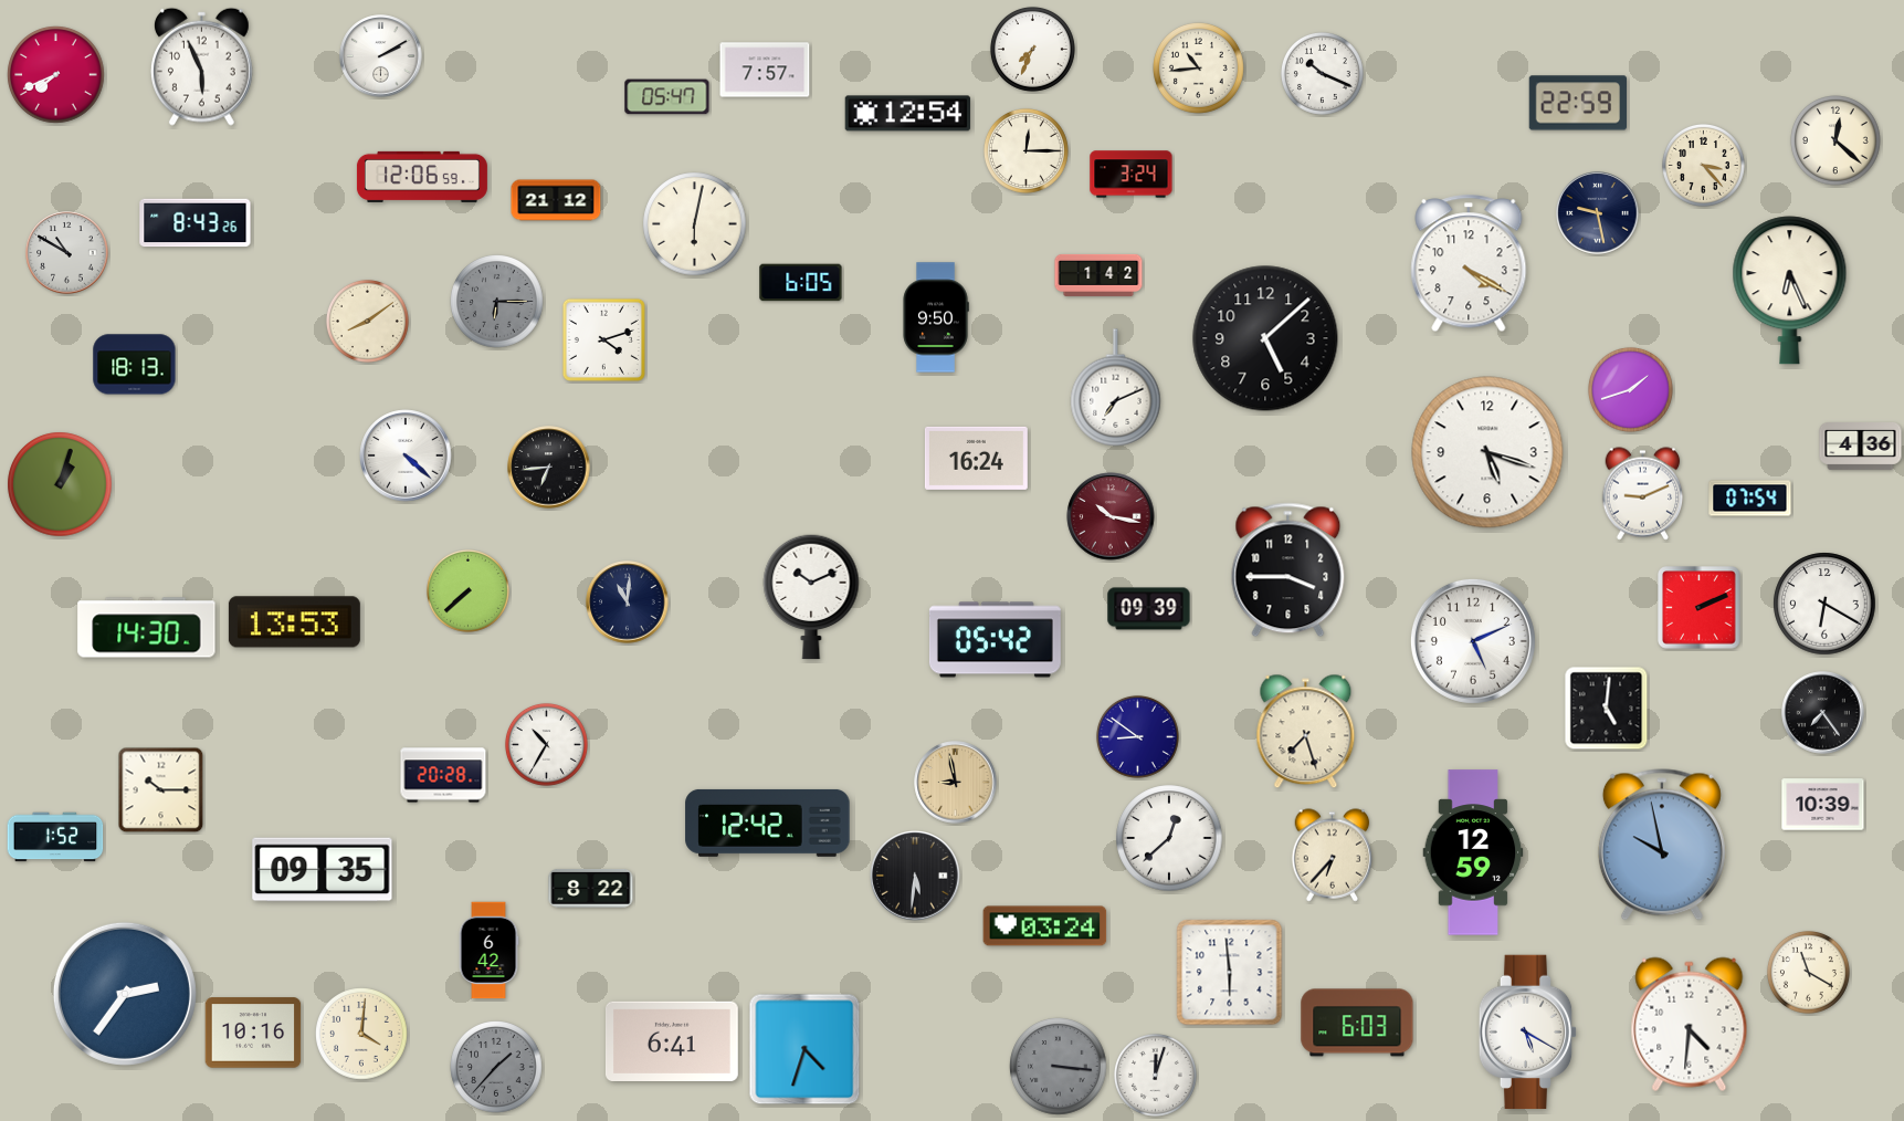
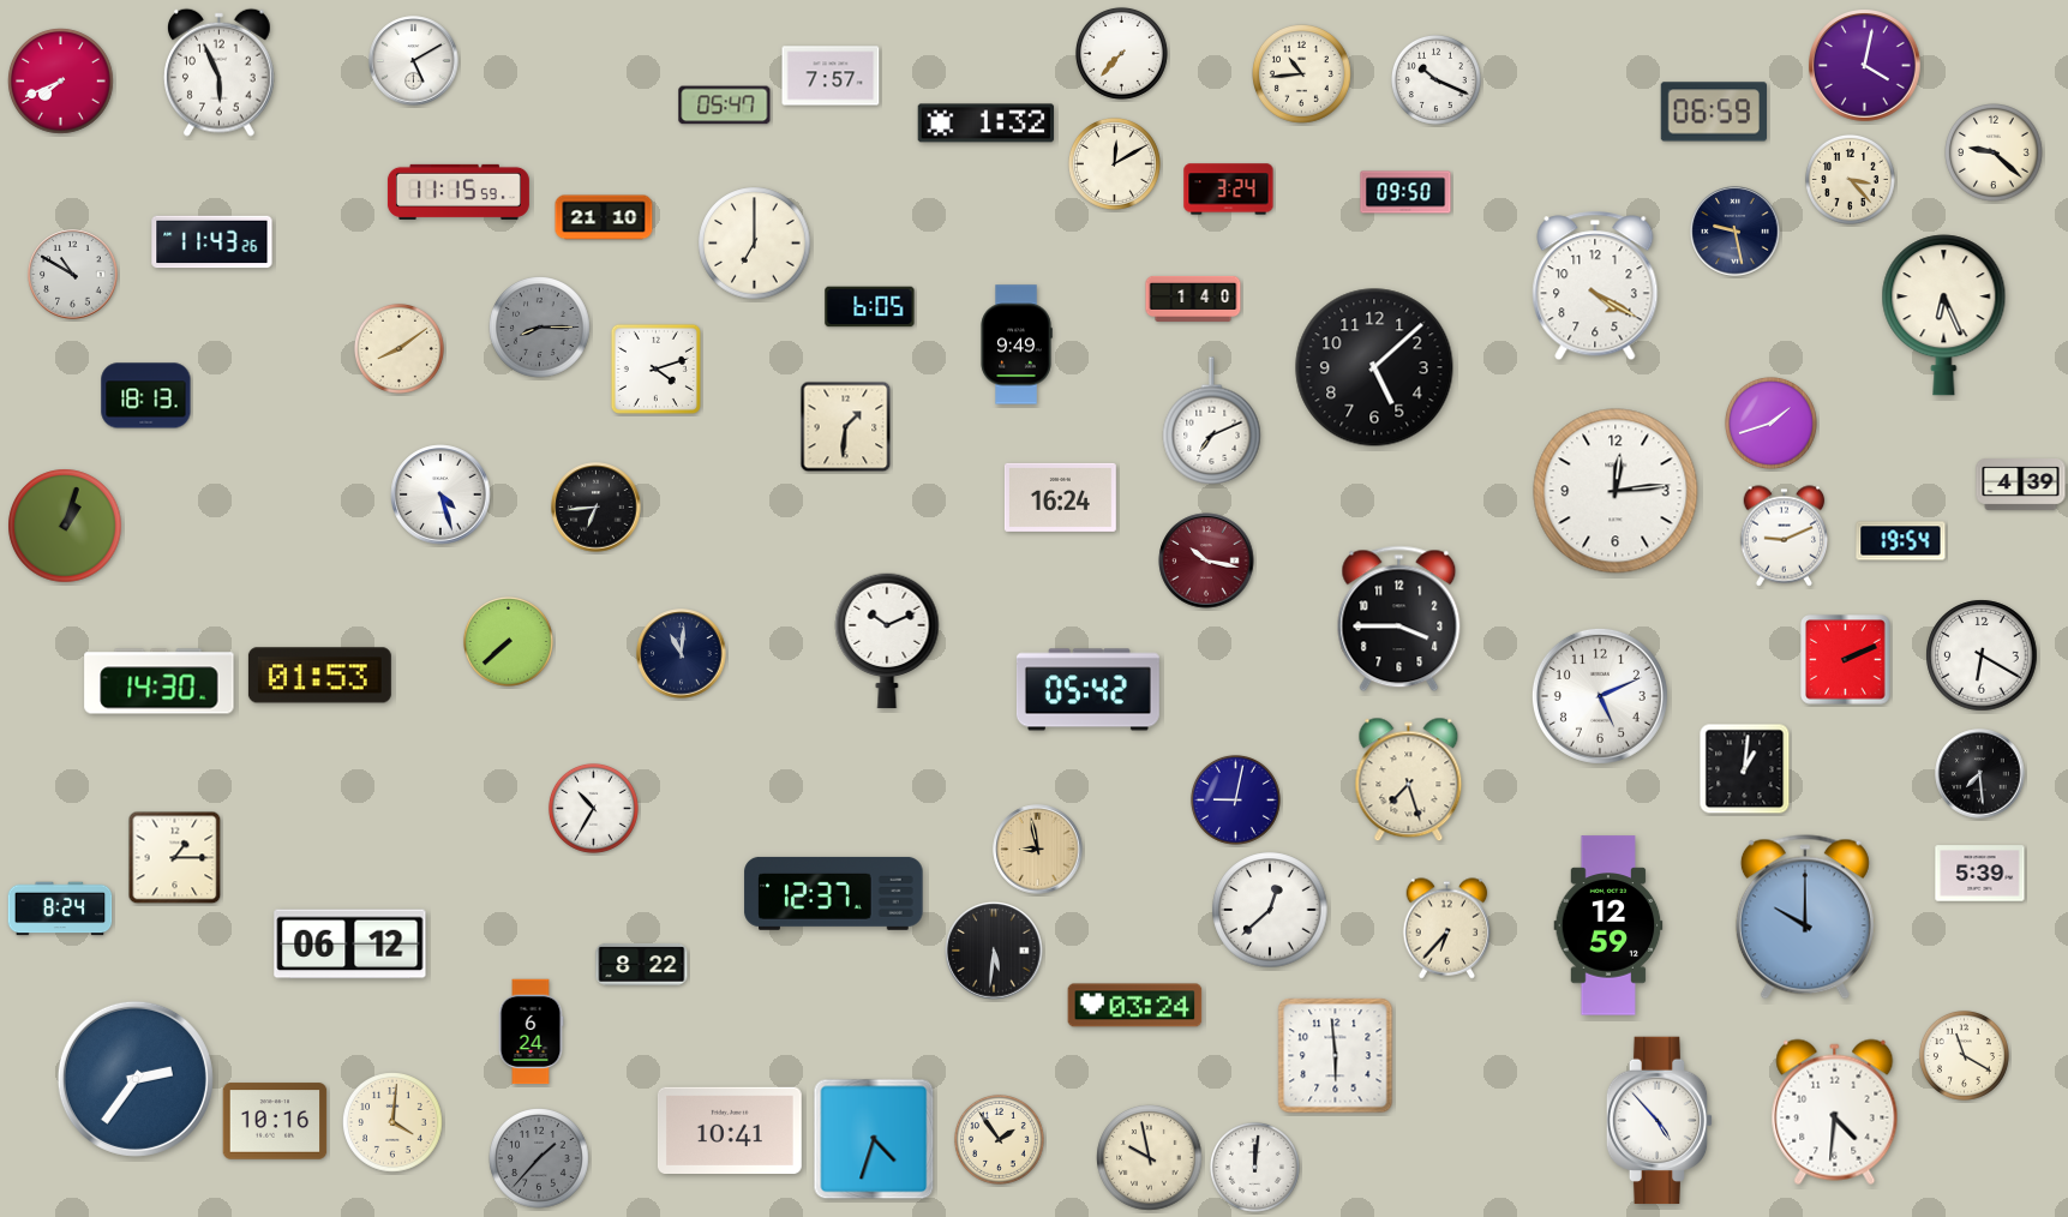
clock at (1032, 49): 7:34 -> 7:37
clock at (381, 56): 2:10 -> 5:10
clock at (1865, 66): none -> 4:02
clock at (1577, 103): 22:59 -> 06:59
clock at (908, 114): 12:54 -> 1:32
clock at (1837, 142): 12:22 -> 9:22
clock at (1025, 150): 12:15 -> 12:10
clock at (422, 177): 12:06 -> 11:15
clock at (1405, 192): none -> 09:50
clock at (556, 200): 21:12 -> 21:10
clock at (196, 223): 8:43 -> 11:43
clock at (695, 224): 6:02 -> 7:00
clock at (1098, 275): 1:42 -> 1:40
clock at (497, 302): 6:15 -> 8:15
clock at (936, 317): 9:50 -> 9:49
clock at (846, 427): none -> 1:31
clock at (1861, 447): 4:36 -> 4:39
clock at (1487, 452): 5:18 -> 12:14
clock at (406, 455): 4:22 -> 4:27
clock at (1750, 499): 07:54 -> 19:54
clock at (811, 597) position: (811, 597) -> (887, 641)
clock at (1149, 609): 09:39 -> none
clock at (294, 622): 13:53 -> 01:53
clock at (995, 640) position: (995, 640) -> (1087, 690)
clock at (1607, 709): 5:01 -> 1:01
clock at (1823, 713): 7:24 -> 7:29
clock at (1306, 732) position: (1306, 732) -> (1409, 780)
clock at (1137, 736): 8:51 -> 9:02
clock at (443, 775): 20:28 -> none
clock at (161, 790): 10:15 -> 1:15
clock at (1823, 805): 10:39 -> 5:39
clock at (768, 823): 12:42 -> 12:37
clock at (55, 837): 1:52 -> 8:24
clock at (1662, 845): 9:58 -> 10:00
clock at (1473, 852) position: (1473, 852) -> (1608, 925)
clock at (323, 870): 09:35 -> 06:12
clock at (488, 951): 6:42 -> 6:24
clock at (1357, 1023): 6:03 -> none
clock at (1528, 1033): 5:20 -> 4:53
clock at (672, 1040): 6:41 -> 10:41
clock at (999, 1139): none -> 1:54
clock at (1059, 1067): 3:16 -> 9:58
clock at (1059, 1067) dial: grey -> cream
clock at (1155, 1075): 12:03 -> 12:01
